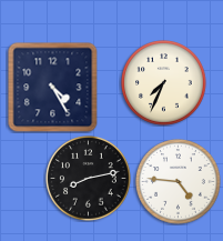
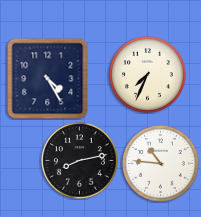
clock at (179, 182): 4:46 -> 10:46
